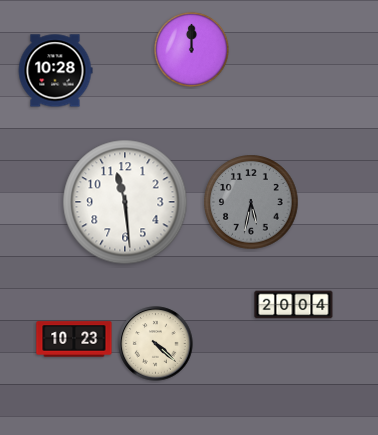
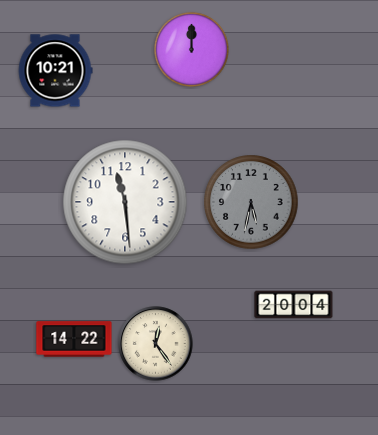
clock at (55, 71): 10:28 -> 10:21
clock at (74, 339): 10:23 -> 14:22
clock at (156, 344): 4:22 -> 12:24
